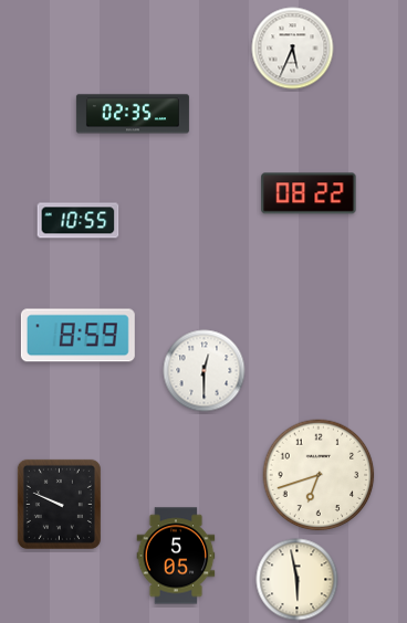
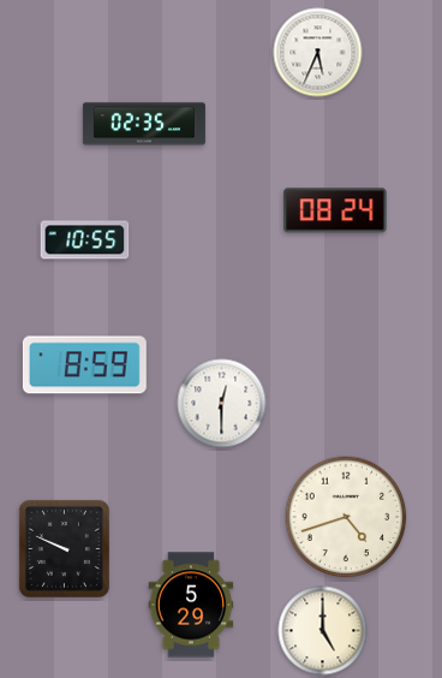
clock at (309, 193): 08:22 -> 08:24
clock at (319, 475): 6:42 -> 4:42
clock at (176, 556): 5:05 -> 5:29
clock at (298, 580): 5:58 -> 5:00
